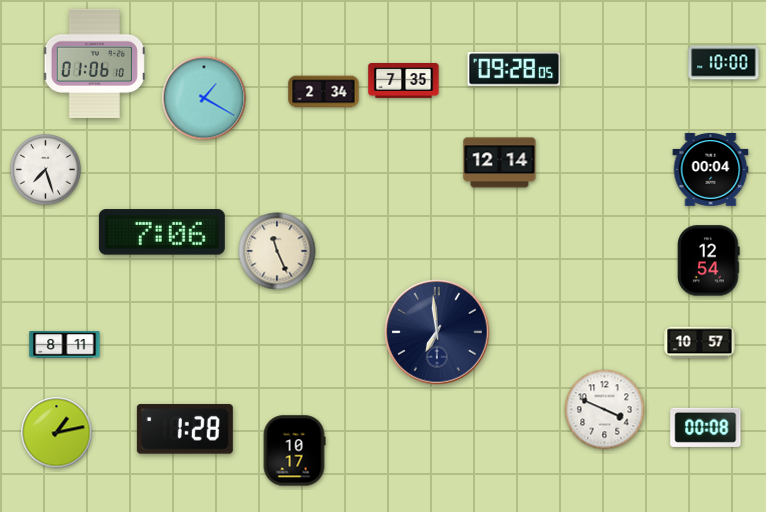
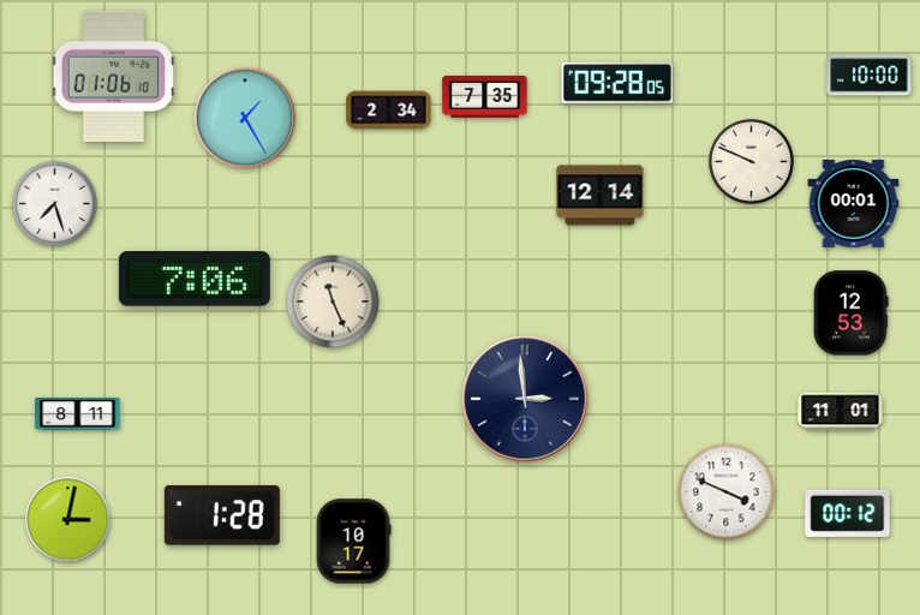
clock at (204, 98): 1:20 -> 1:25
clock at (752, 162): none -> 9:49
clock at (711, 169): 00:04 -> 00:01
clock at (709, 261): 12:54 -> 12:53
clock at (437, 332): 6:59 -> 2:59
clock at (700, 343): 10:57 -> 11:01
clock at (706, 427): 00:08 -> 00:12
clock at (57, 433): 1:13 -> 3:02
